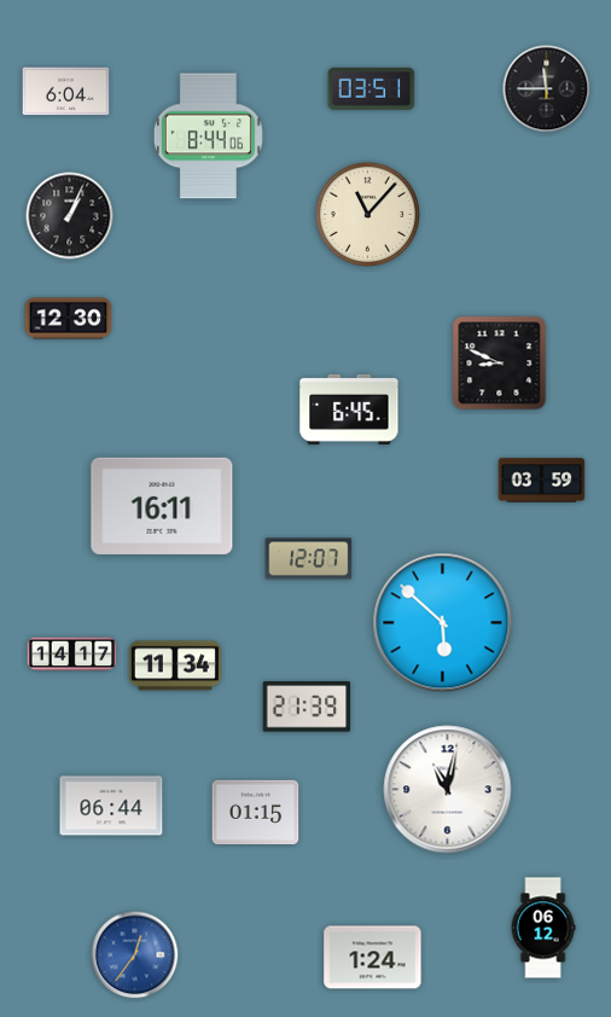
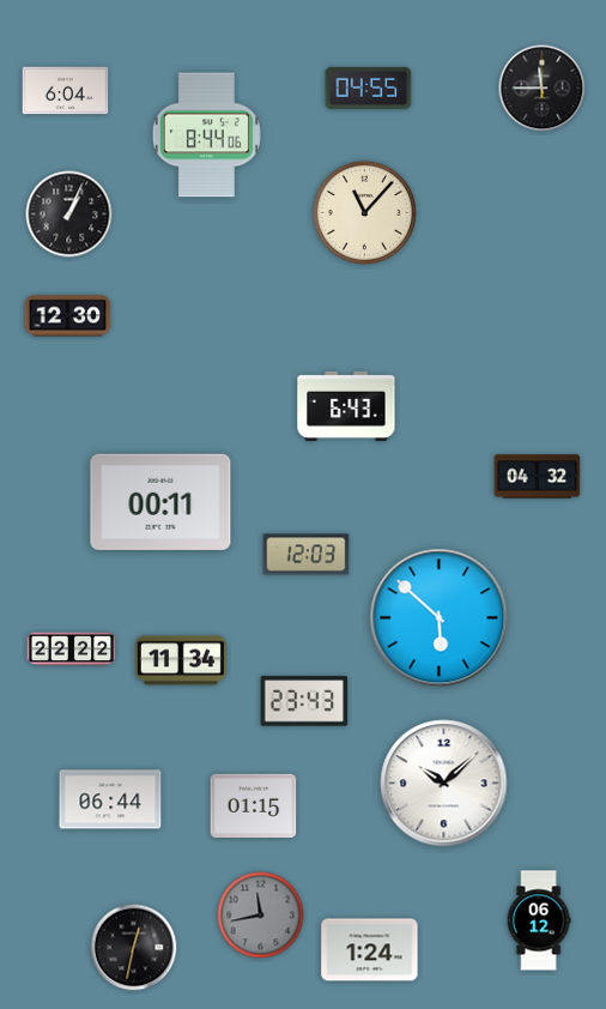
clock at (372, 88): 03:51 -> 04:55
clock at (500, 364): 8:49 -> none
clock at (349, 409): 6:45 -> 6:43
clock at (542, 481): 03:59 -> 04:32
clock at (162, 506): 16:11 -> 00:11
clock at (309, 559): 12:07 -> 12:03
clock at (72, 655): 14:17 -> 22:22
clock at (175, 666) position: (175, 666) -> (181, 660)
clock at (307, 707): 21:39 -> 23:43
clock at (448, 790): 11:02 -> 10:08
clock at (261, 916): none -> 11:43
clock at (135, 955): 12:36 -> 12:32
clock at (135, 955) dial: blue -> black
